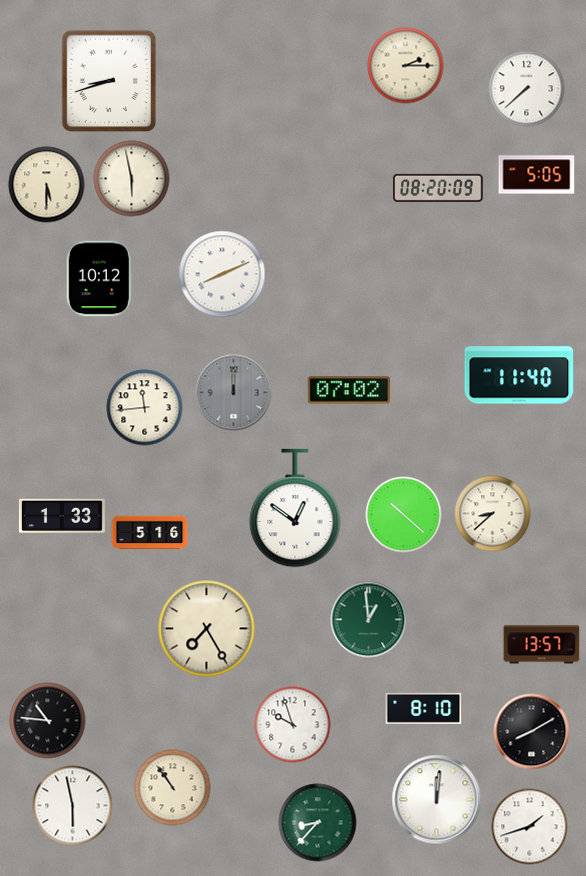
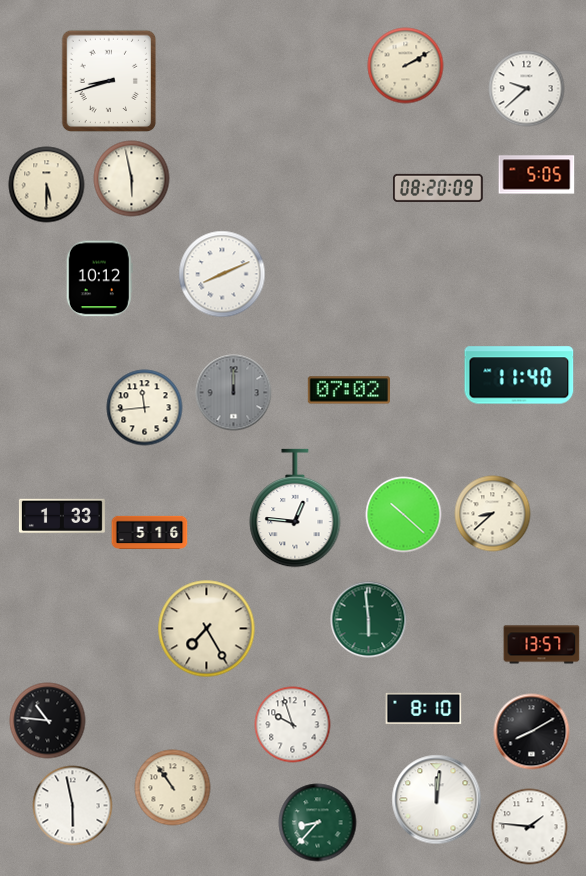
clock at (406, 66): 2:15 -> 2:10
clock at (527, 89): 7:38 -> 9:38
clock at (295, 508): 12:51 -> 12:46
clock at (369, 620): 12:59 -> 5:59
clock at (530, 827): 1:42 -> 1:46
